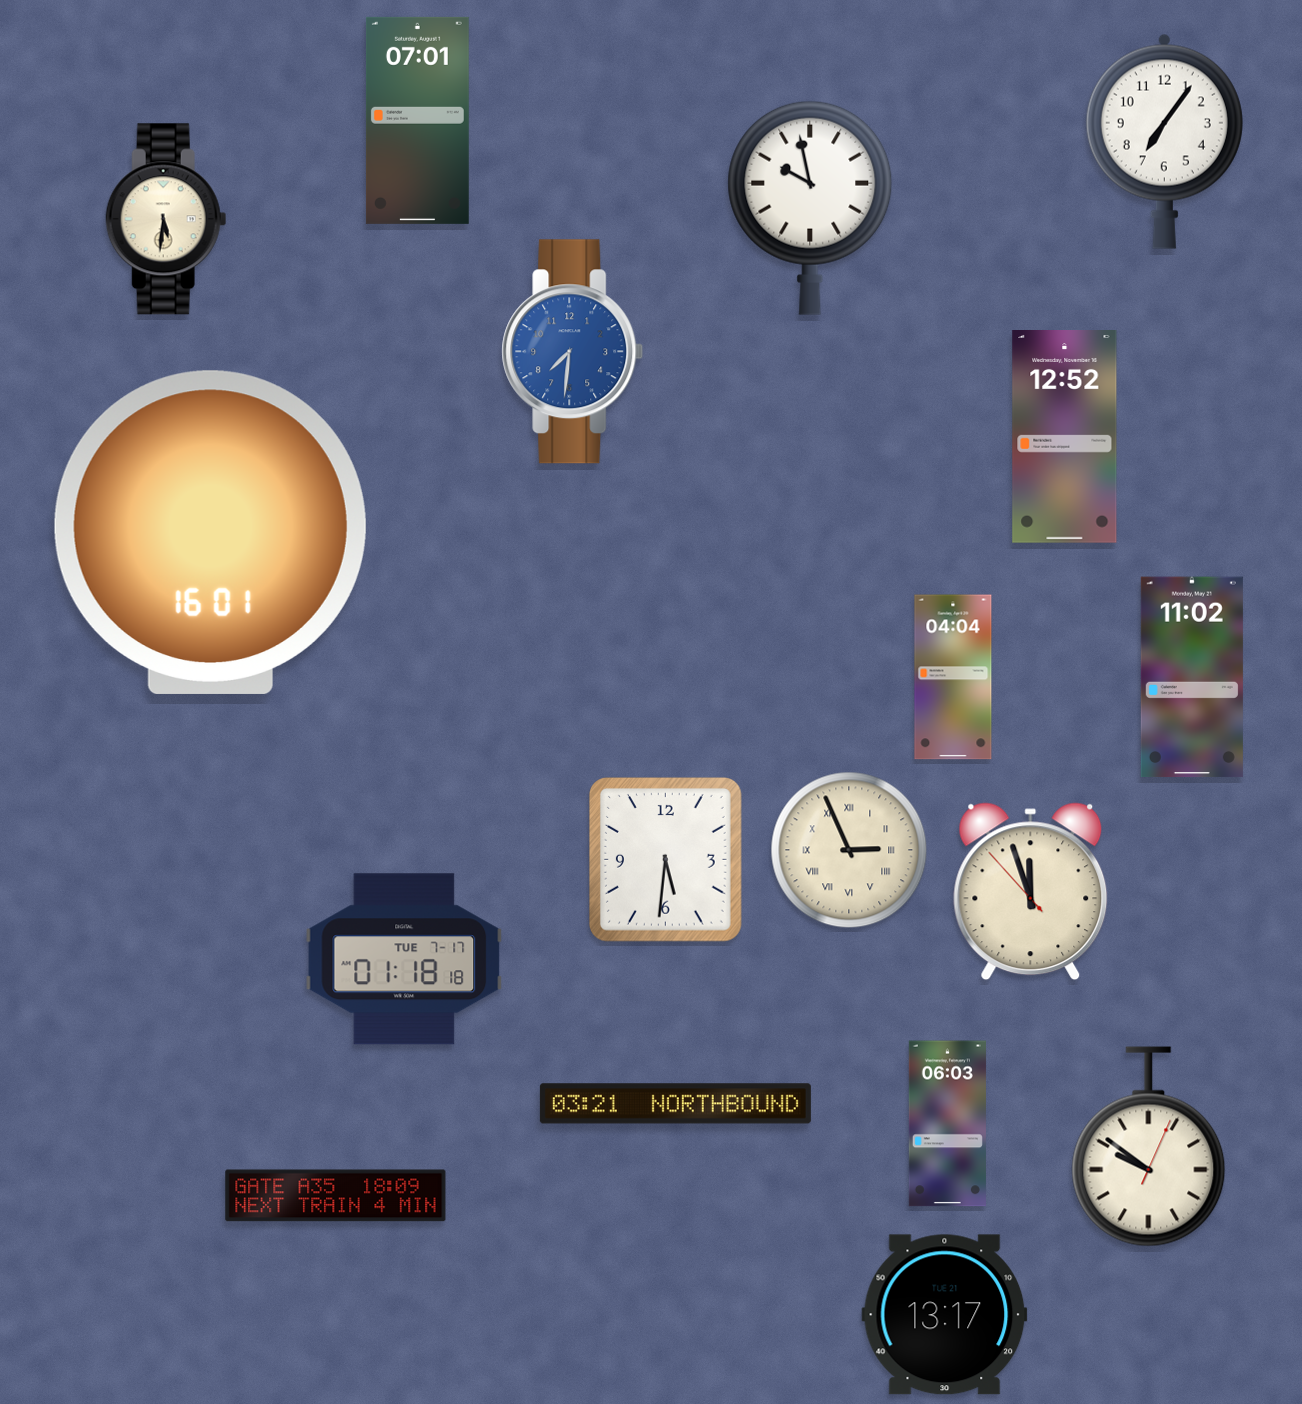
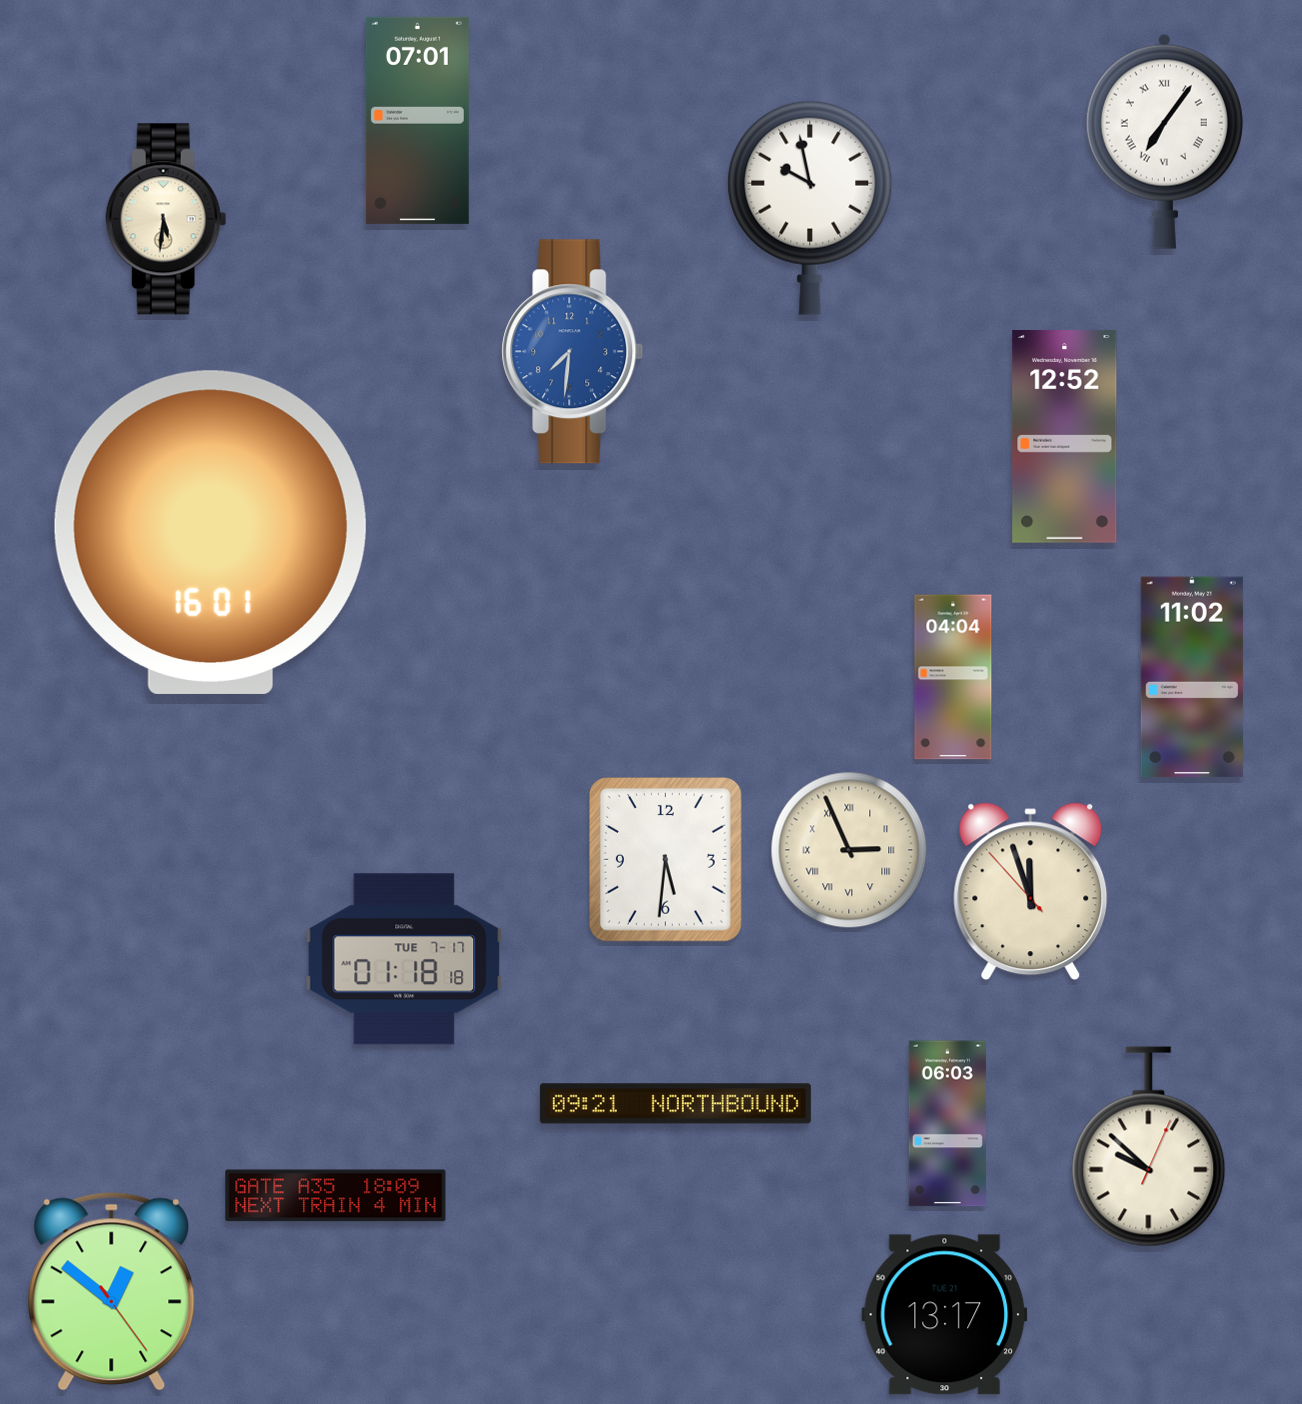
clock at (1164, 141) numerals: Arabic -> Roman
clock at (675, 1104): 03:21 -> 09:21
clock at (1149, 1147): 9:51 -> 9:52
clock at (112, 1291): none -> 12:51
